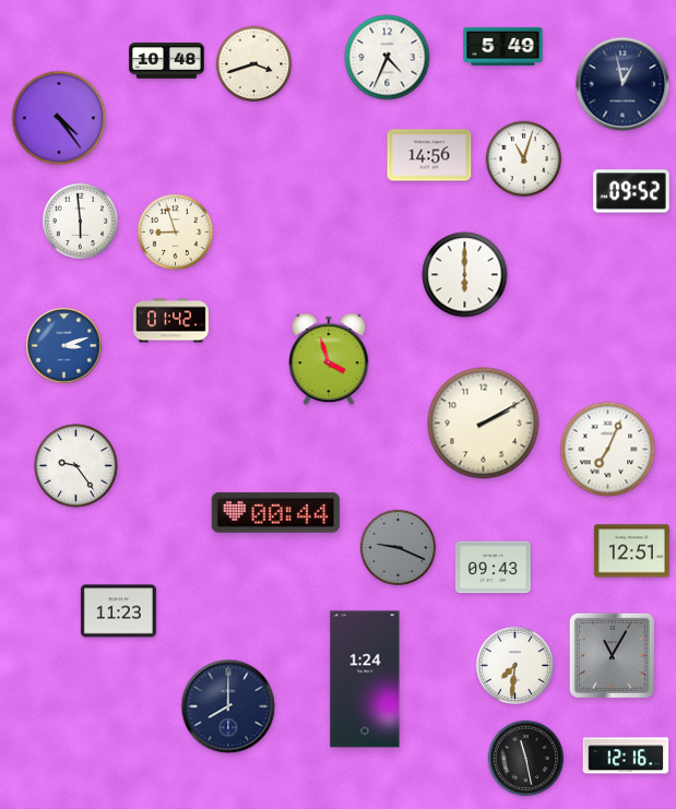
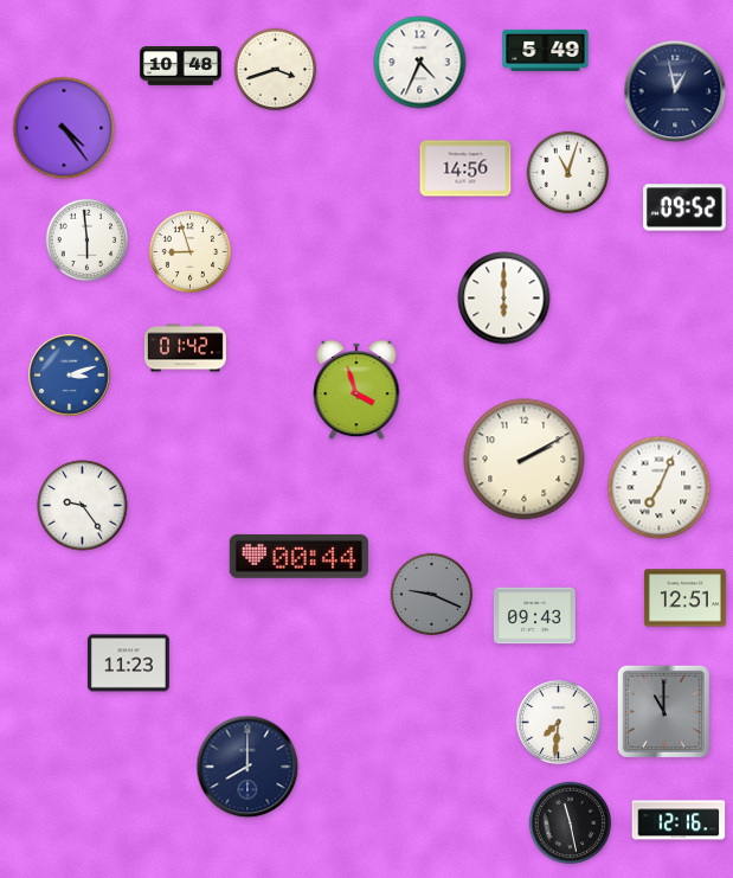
clock at (612, 655): 11:05 -> 11:00
clock at (365, 679): 1:24 -> none
